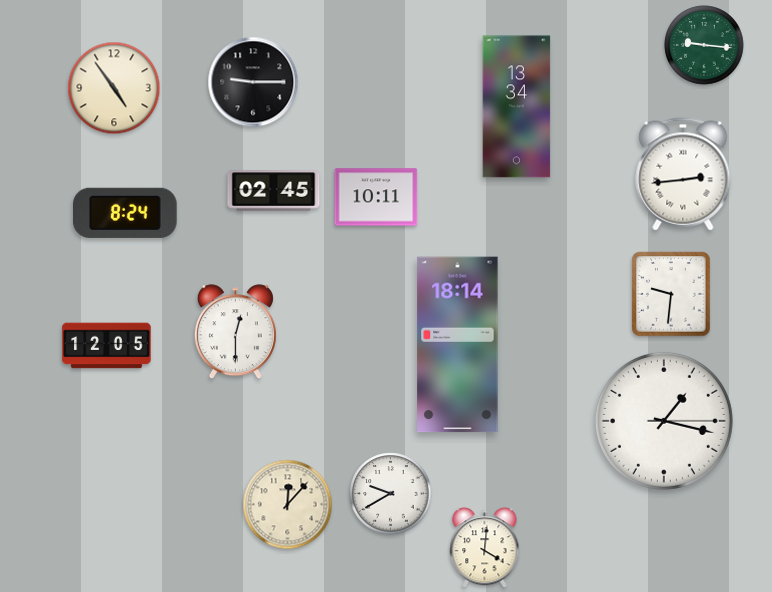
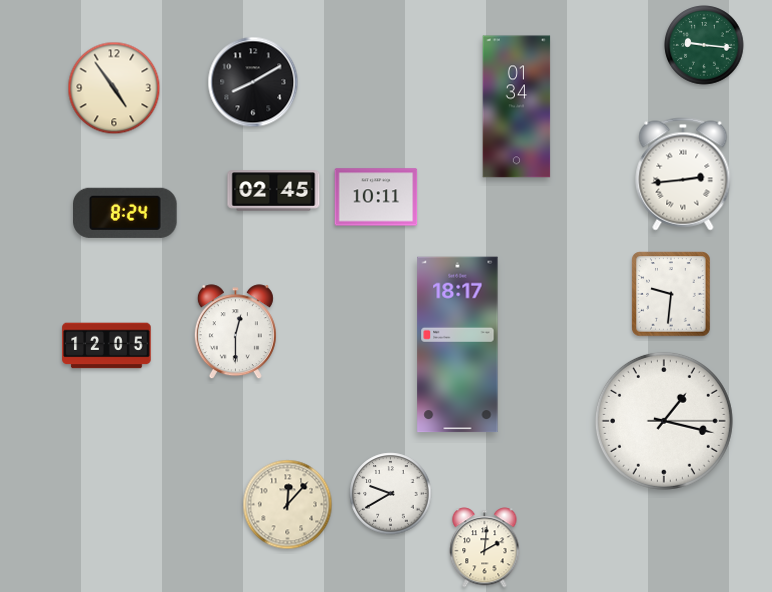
clock at (253, 82): 9:15 -> 8:10
clock at (517, 107): 13:34 -> 01:34
clock at (458, 345): 18:14 -> 18:17
clock at (485, 548): 4:01 -> 2:01
